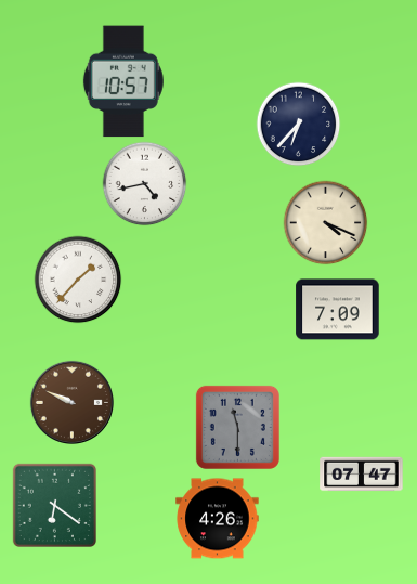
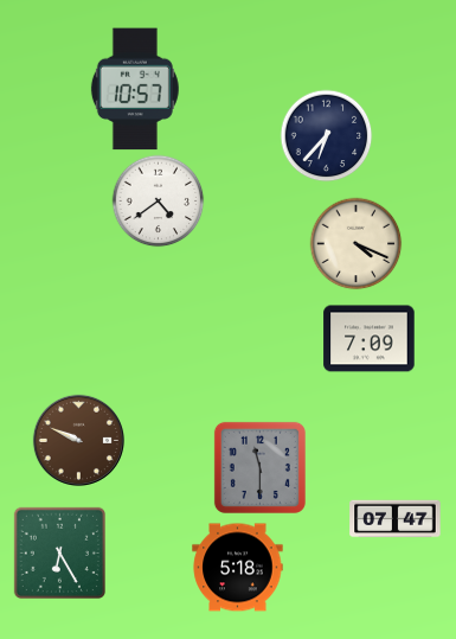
clock at (144, 183): 4:43 -> 4:39
clock at (78, 280): 1:37 -> none
clock at (54, 505): 6:21 -> 6:25
clock at (218, 519): 4:26 -> 5:18
